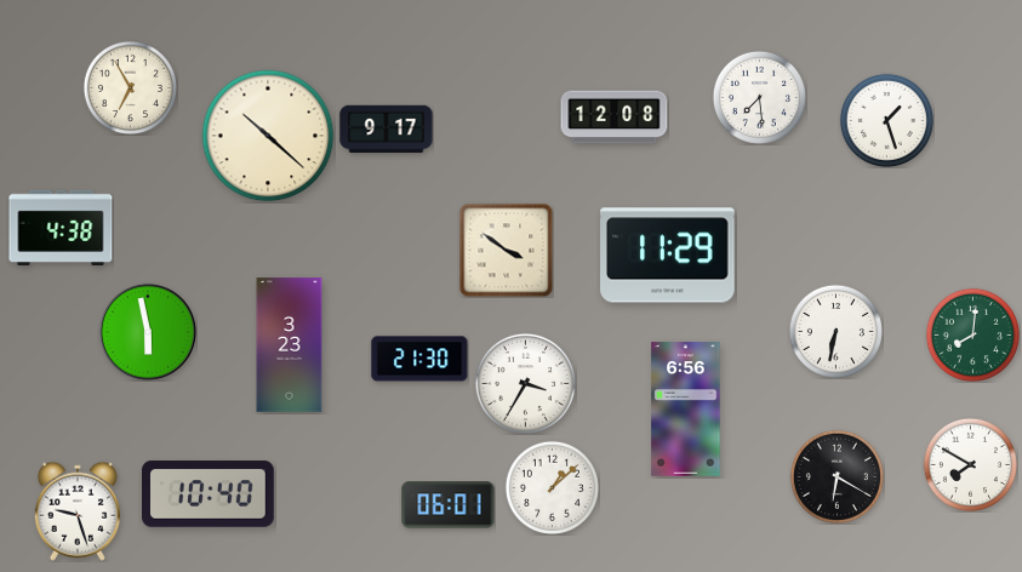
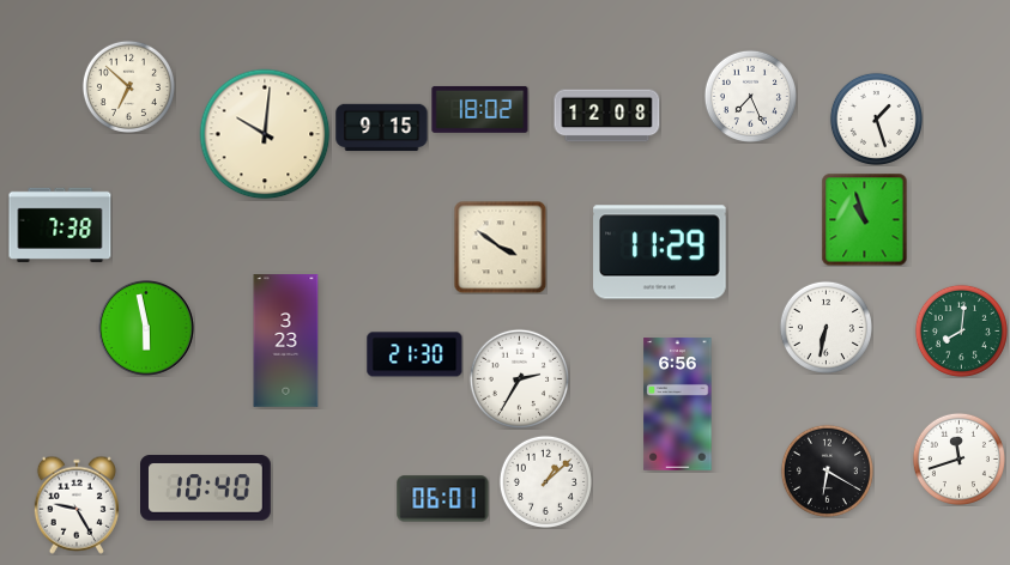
clock at (130, 87): 6:55 -> 6:52
clock at (759, 97): 7:29 -> 7:26
clock at (480, 109): none -> 18:02
clock at (387, 130): 9:17 -> 9:15
clock at (268, 136): 10:22 -> 10:01
clock at (865, 219): none -> 10:57
clock at (61, 228): 4:38 -> 7:38
clock at (525, 383): 3:35 -> 2:35
clock at (970, 464): 7:50 -> 11:42
clock at (78, 511): 9:27 -> 9:25
